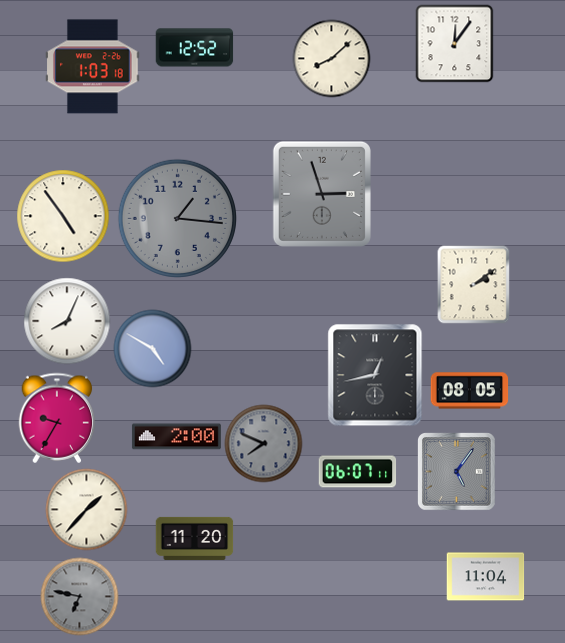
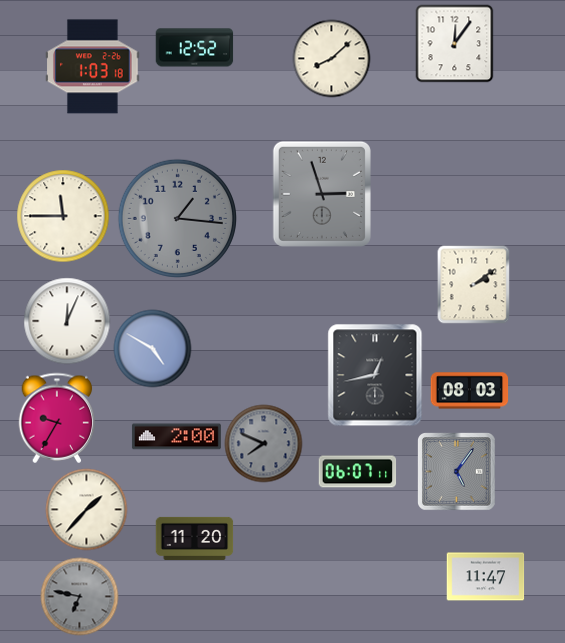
clock at (63, 216): 4:54 -> 11:45
clock at (67, 321): 8:04 -> 12:04
clock at (469, 391): 08:05 -> 08:03
clock at (485, 577): 11:04 -> 11:47
